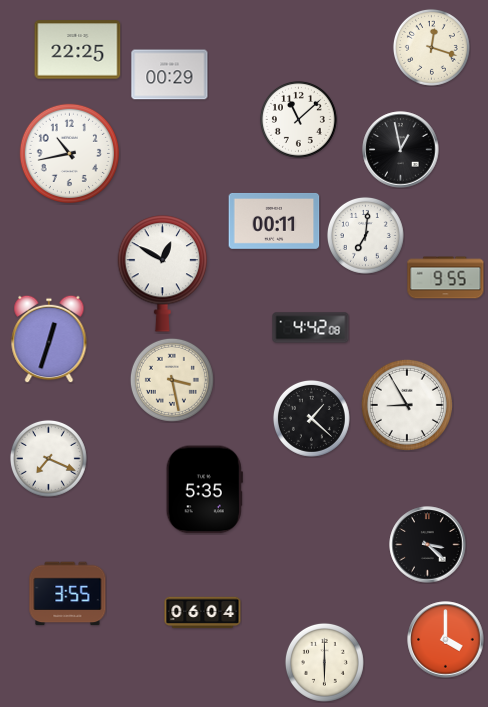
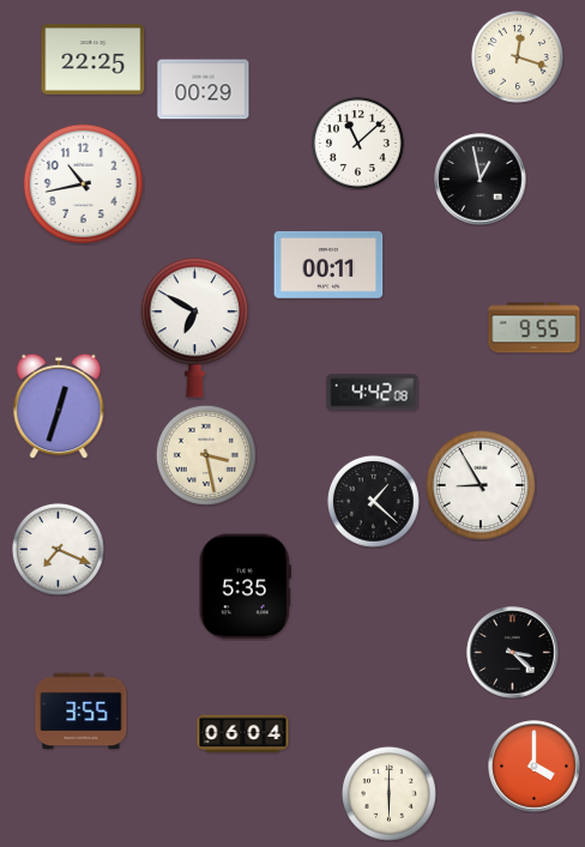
clock at (365, 235): 7:01 -> none
clock at (163, 274): 12:50 -> 6:50
clock at (446, 278) position: (446, 278) -> (535, 328)
clock at (407, 405) position: (407, 405) -> (481, 485)
